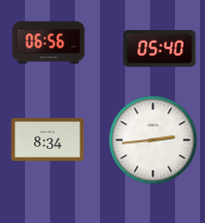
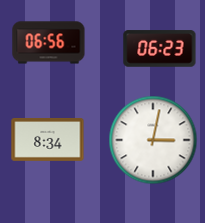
clock at (160, 49): 05:40 -> 06:23
clock at (153, 140): 2:44 -> 3:02
